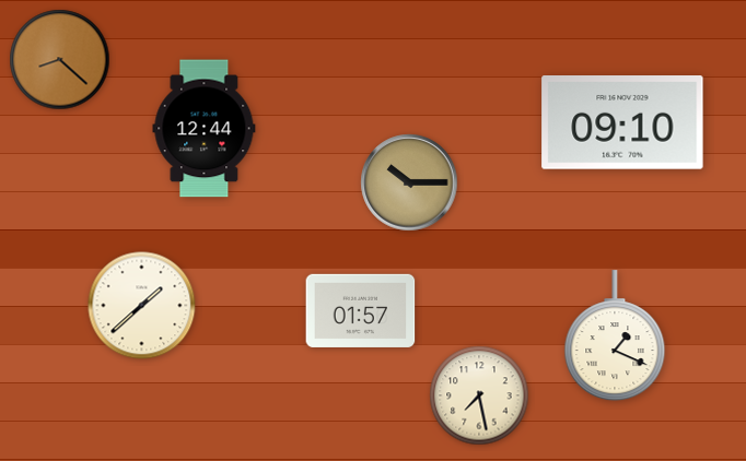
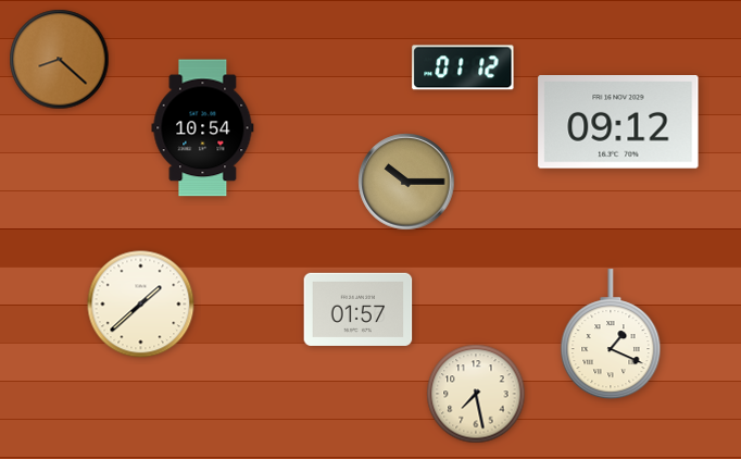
clock at (463, 67): none -> 01:12
clock at (622, 122): 09:10 -> 09:12
clock at (205, 129): 12:44 -> 10:54
